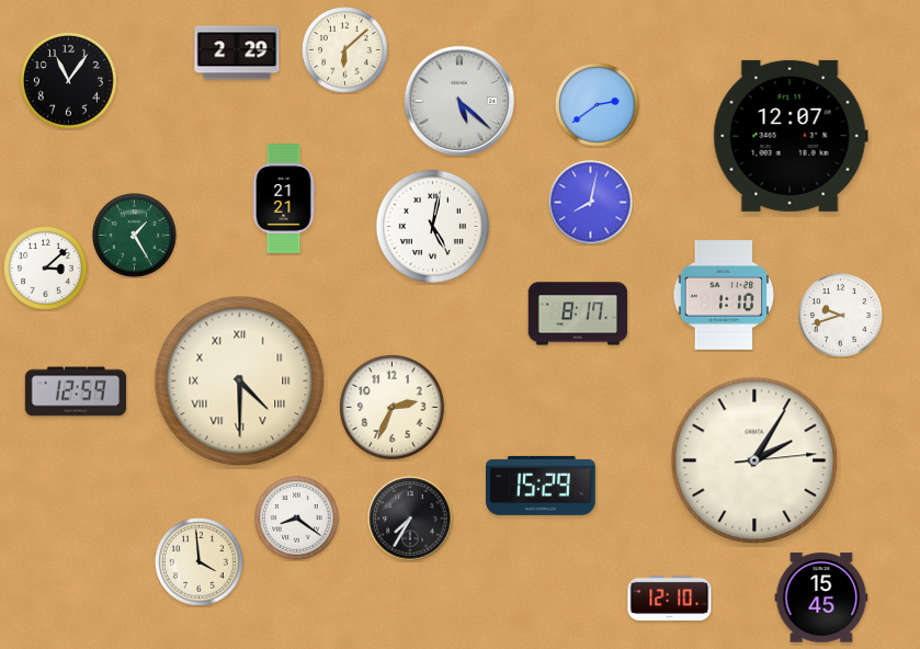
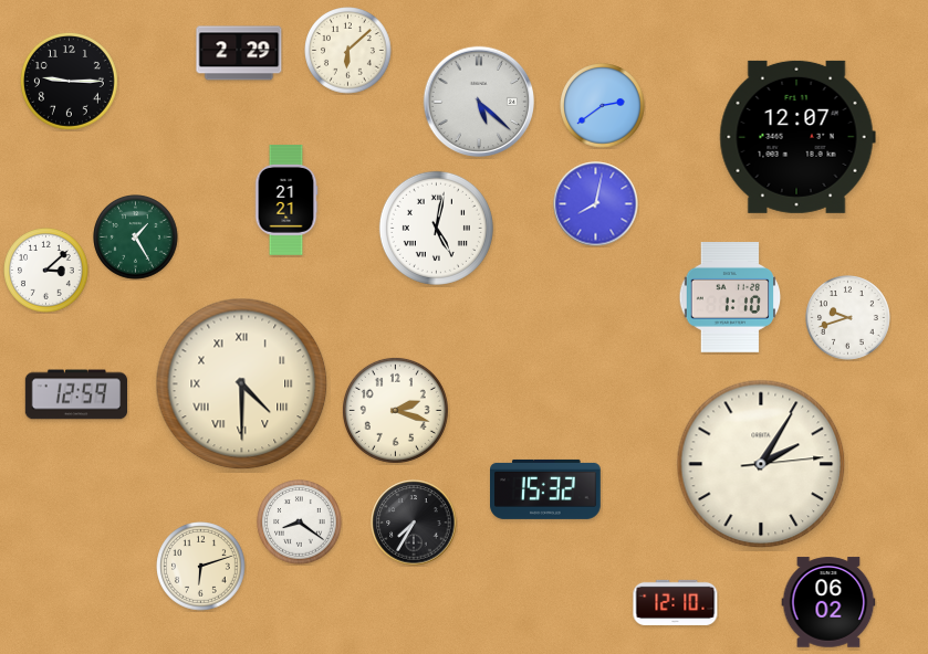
clock at (68, 80): 11:06 -> 9:15
clock at (458, 100) position: (458, 100) -> (478, 101)
clock at (578, 314): 8:17 -> none
clock at (391, 407): 2:34 -> 2:18
clock at (542, 486): 15:29 -> 15:32
clock at (200, 562): 3:59 -> 6:12
clock at (821, 597): 15:45 -> 06:02
